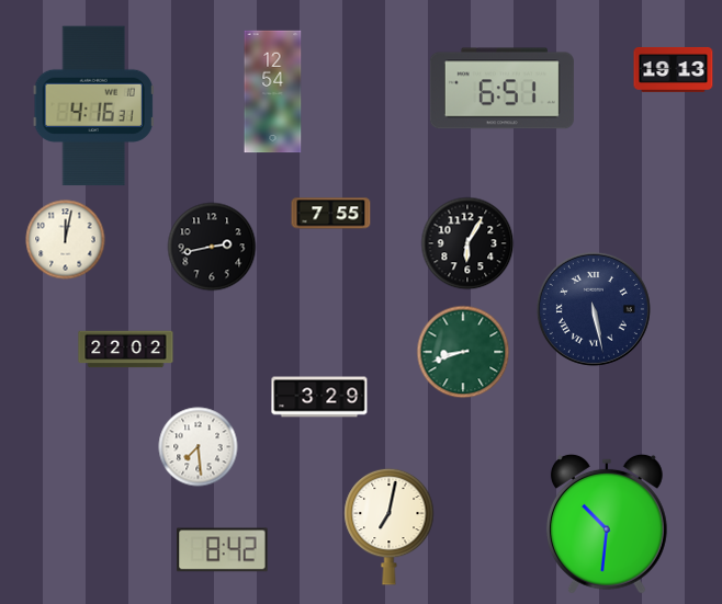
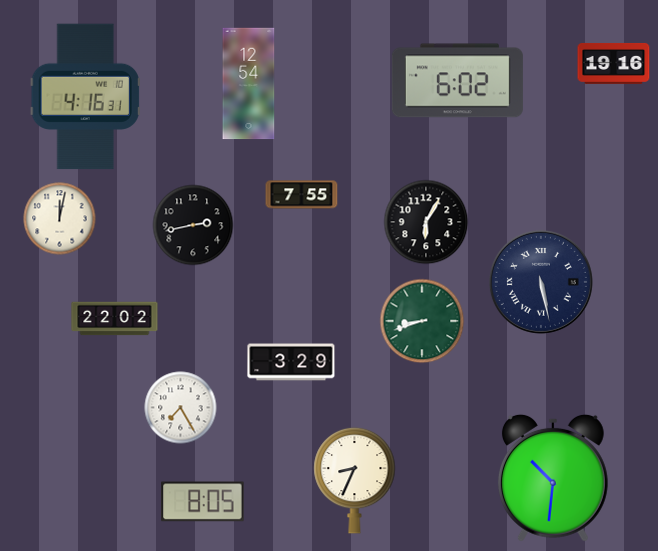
clock at (674, 69): 19:13 -> 19:16
clock at (501, 89): 6:51 -> 6:02
clock at (199, 447): 7:29 -> 7:25
clock at (390, 526): 7:02 -> 8:34
clock at (223, 550): 8:42 -> 8:05
